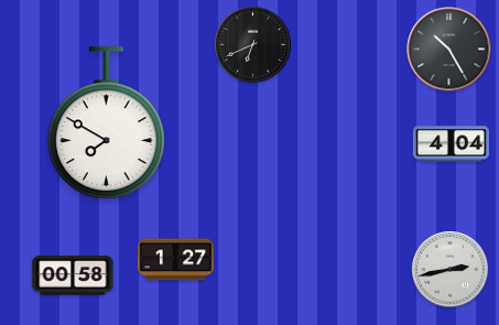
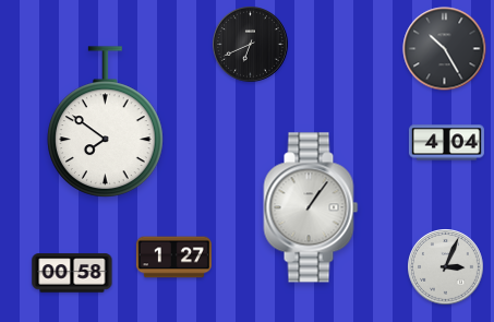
clock at (107, 123): 7:50 -> 7:51
clock at (311, 207): none -> 1:06
clock at (451, 270): 2:43 -> 3:04
